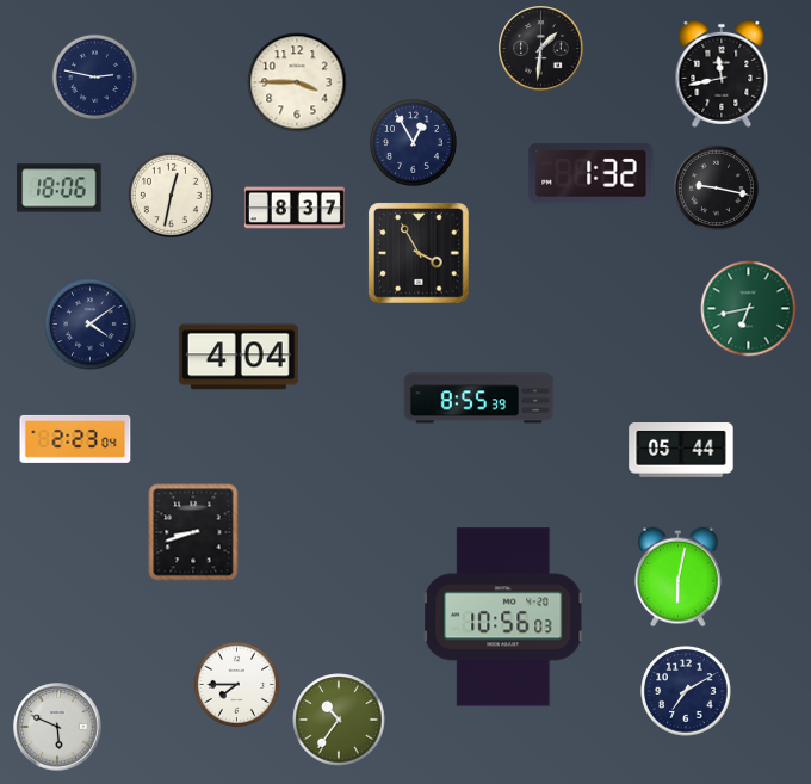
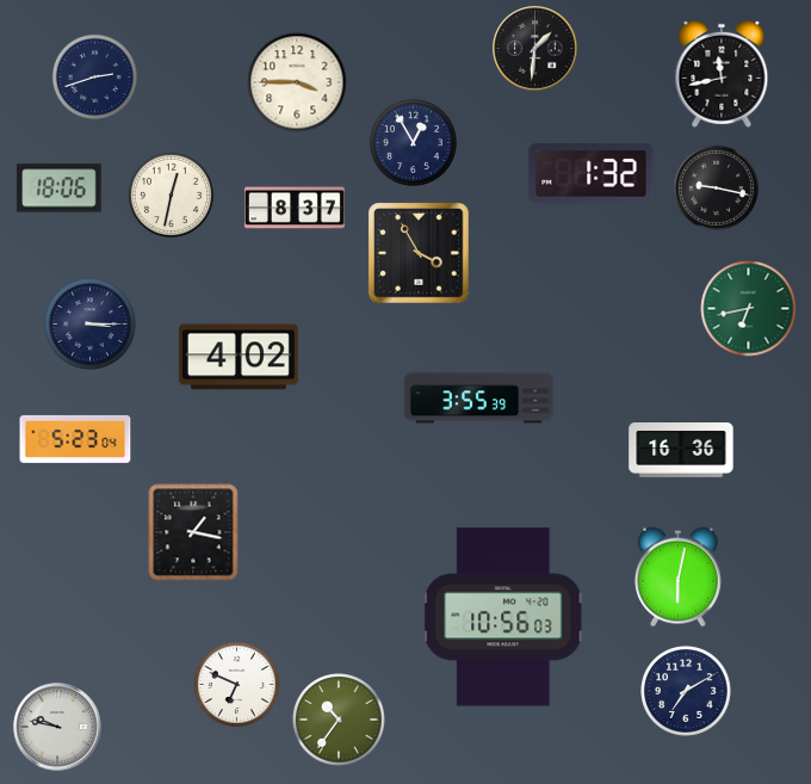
clock at (541, 49) position: (541, 49) -> (535, 49)
clock at (94, 76): 2:47 -> 2:42
clock at (91, 325): 4:09 -> 3:15
clock at (239, 357): 4:04 -> 4:02
clock at (479, 399): 8:55 -> 3:55
clock at (75, 439): 2:23 -> 5:23
clock at (681, 451): 05:44 -> 16:36
clock at (193, 532): 8:42 -> 1:17
clock at (236, 684): 7:45 -> 6:49
clock at (57, 727): 5:49 -> 9:47
